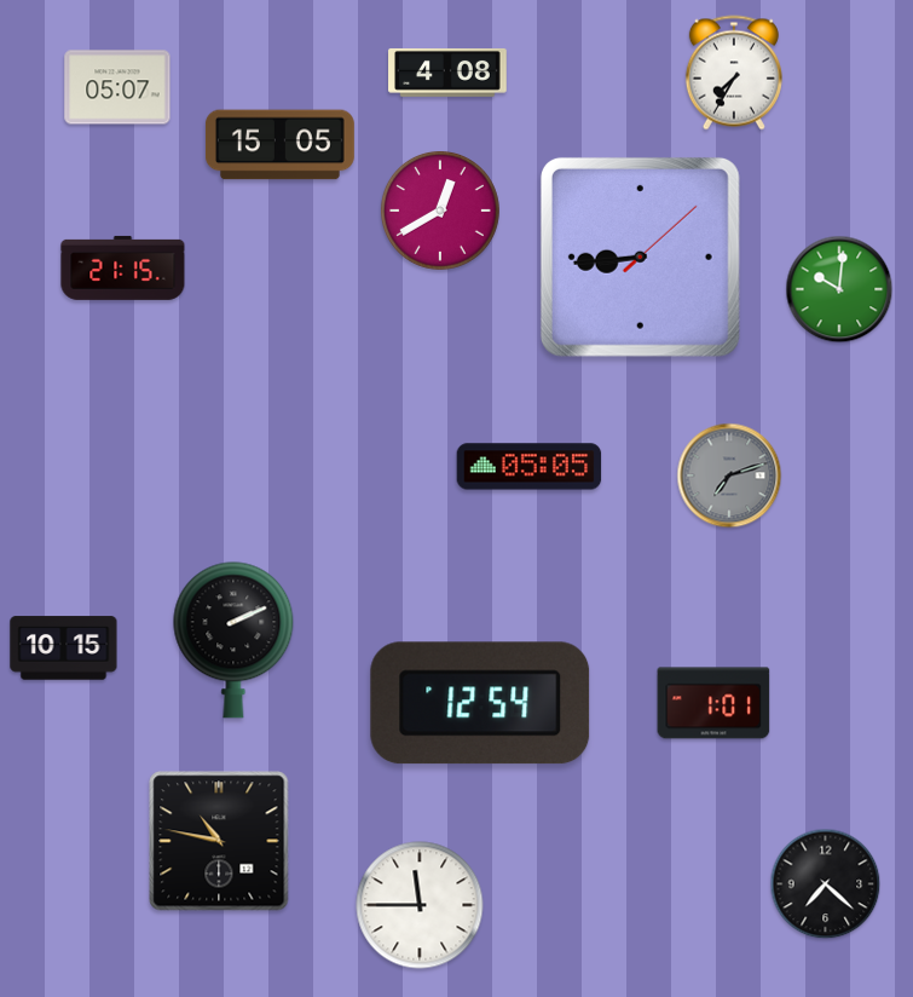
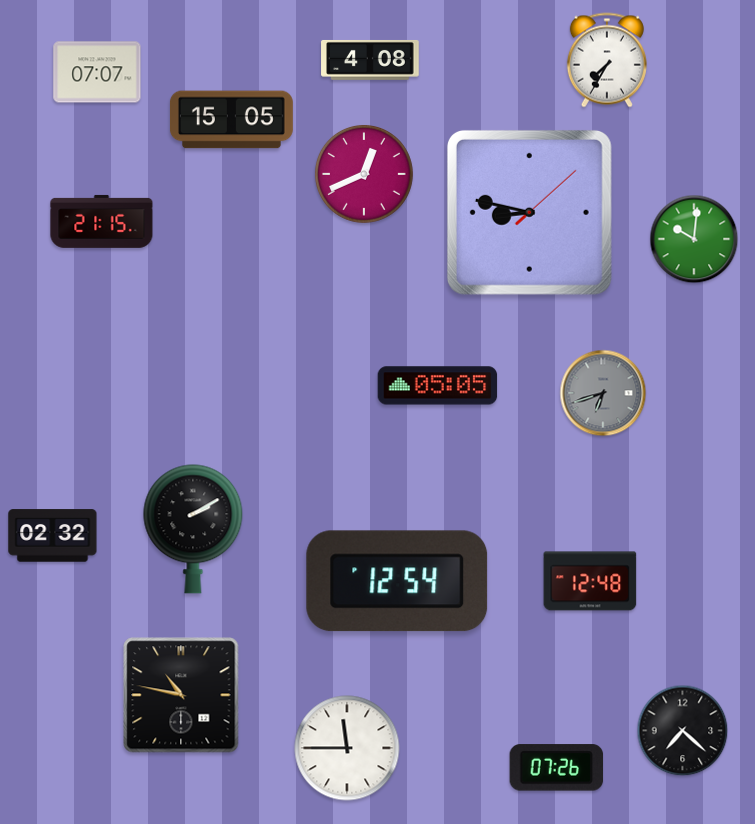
clock at (117, 87): 05:07 -> 07:07
clock at (440, 211): 12:40 -> 12:41
clock at (640, 257): 8:44 -> 8:47
clock at (729, 476): 7:12 -> 6:42
clock at (233, 640): 2:11 -> 2:10
clock at (64, 649): 10:15 -> 02:32
clock at (713, 703): 1:01 -> 12:48
clock at (557, 768): none -> 07:26
